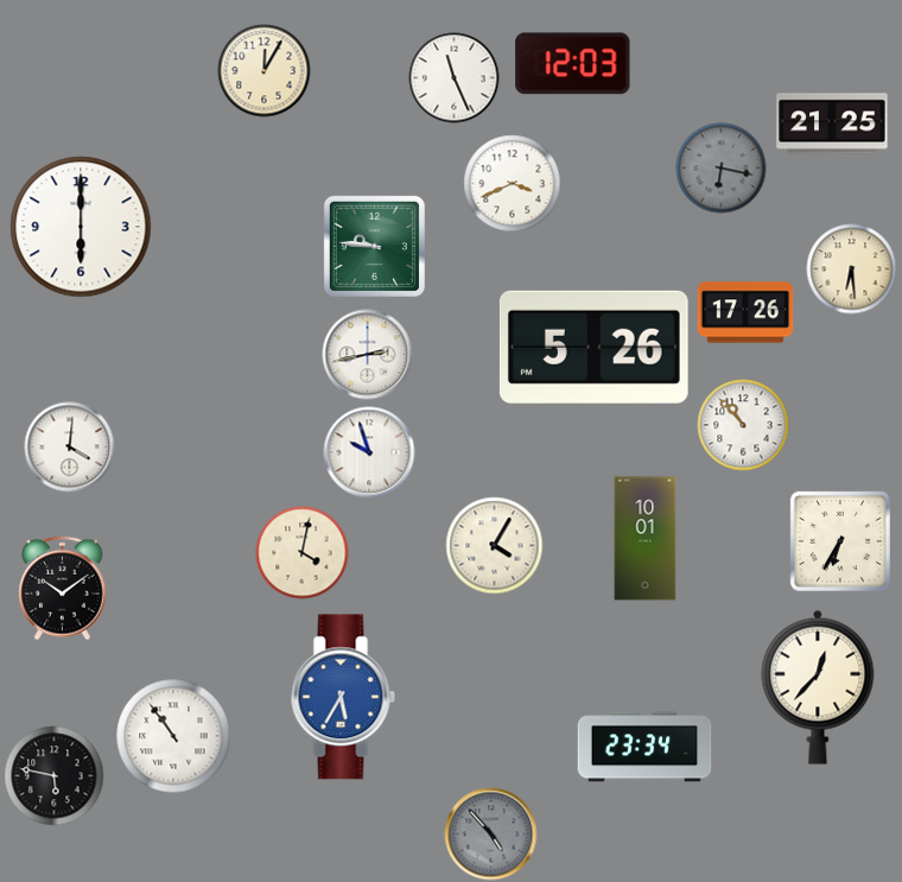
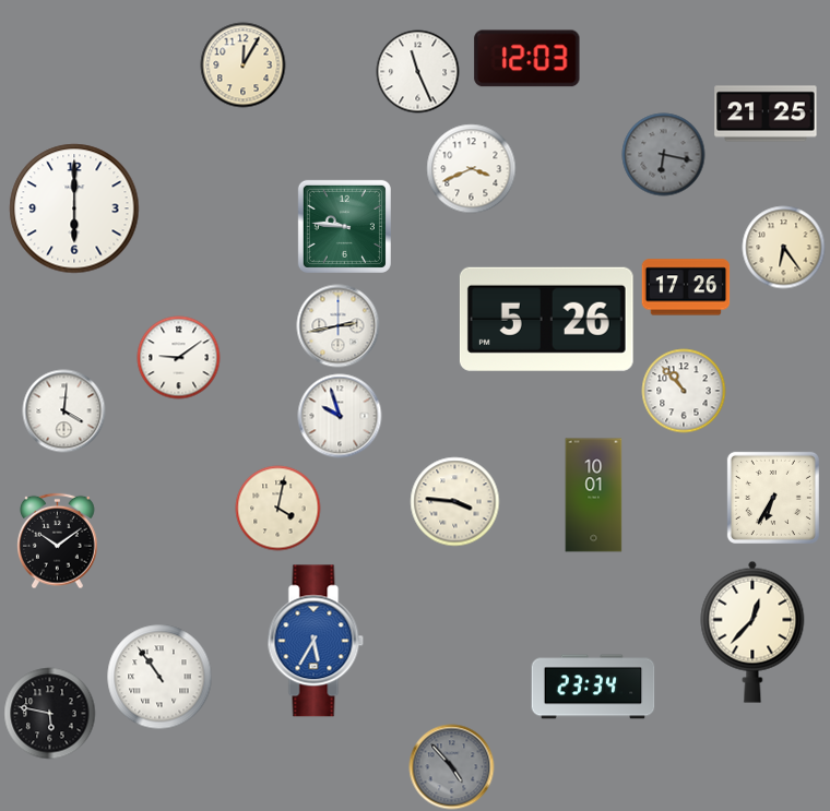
clock at (852, 269): 6:29 -> 6:24
clock at (179, 358): none -> 9:09
clock at (495, 546): 4:05 -> 3:46
